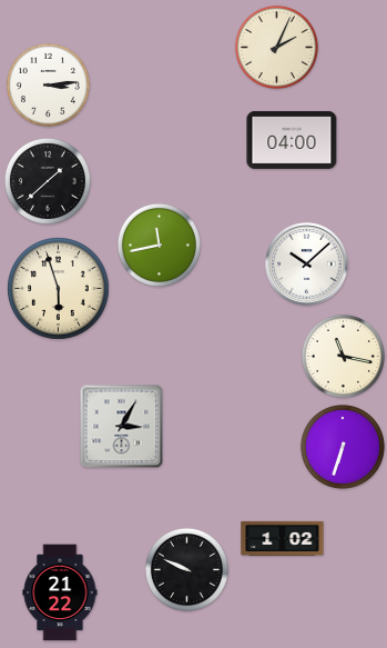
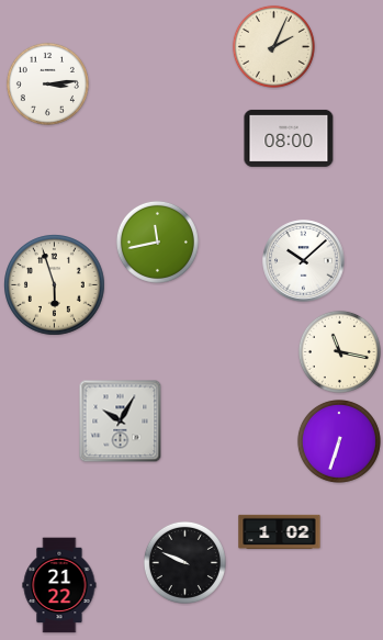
clock at (292, 140): 04:00 -> 08:00
clock at (48, 181): 1:38 -> none
clock at (59, 289) position: (59, 289) -> (55, 285)
clock at (122, 427): 3:05 -> 10:05
